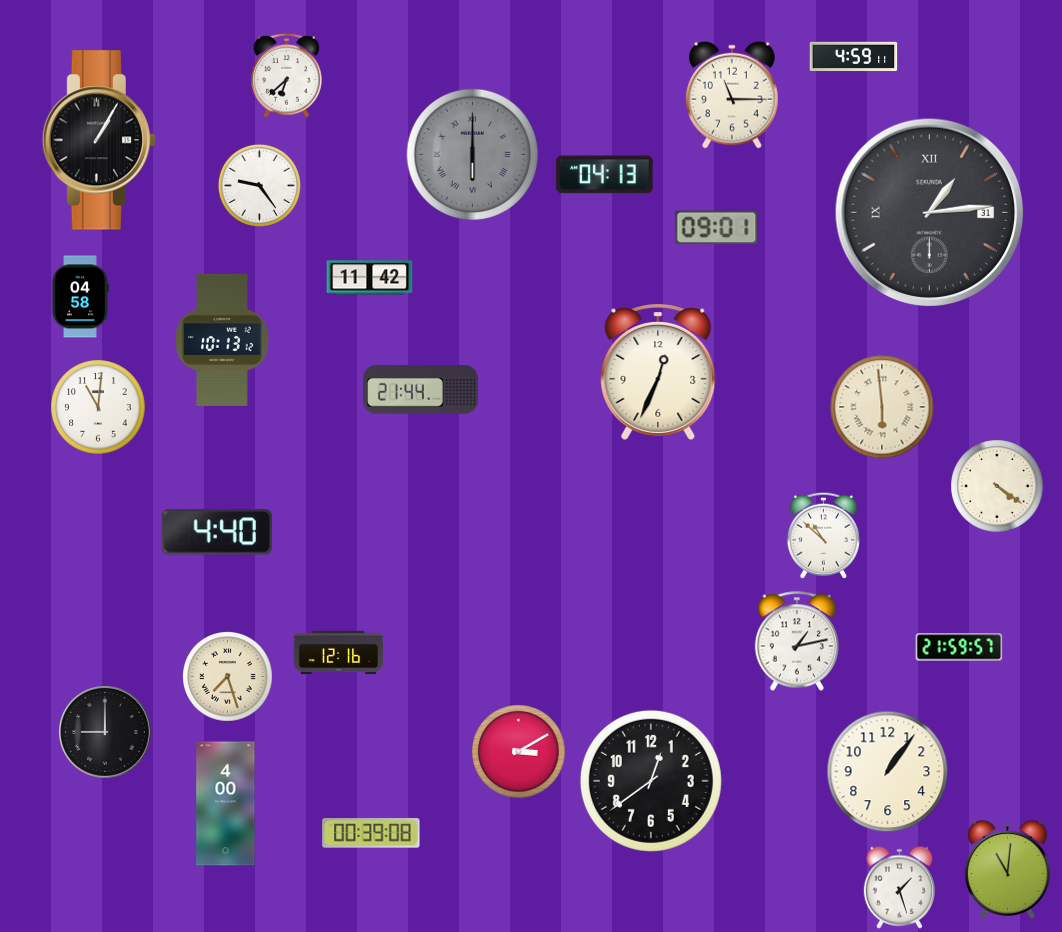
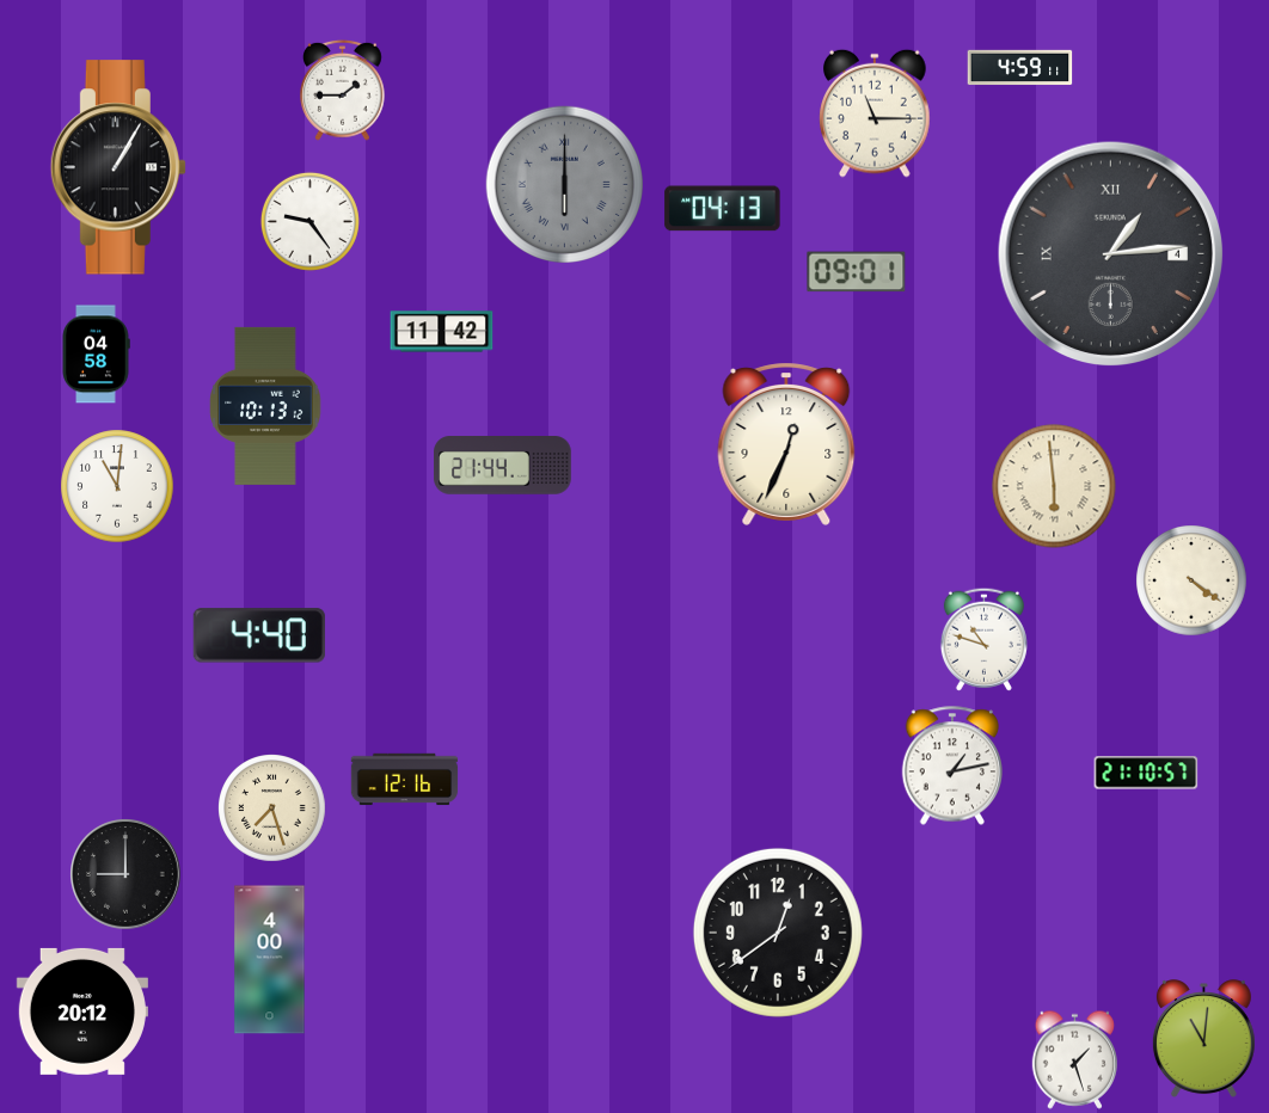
clock at (287, 75): 6:38 -> 1:45
clock at (930, 213) date: 31 -> 4
clock at (823, 535): 10:52 -> 10:48
clock at (959, 647): 21:59 -> 21:10
clock at (519, 752): 3:10 -> none
clock at (888, 772): 1:06 -> none
clock at (371, 833): 00:39 -> none
clock at (82, 1011): none -> 20:12
